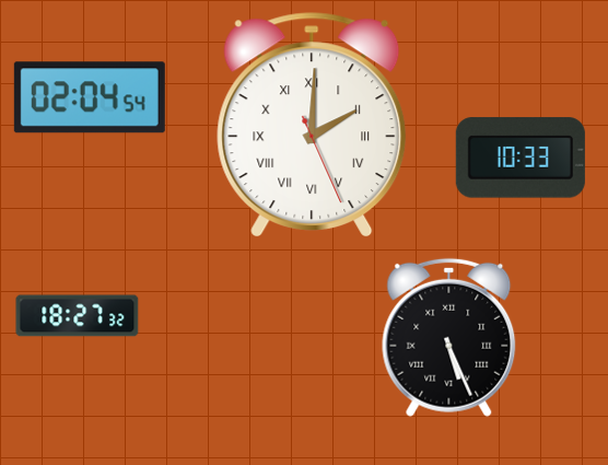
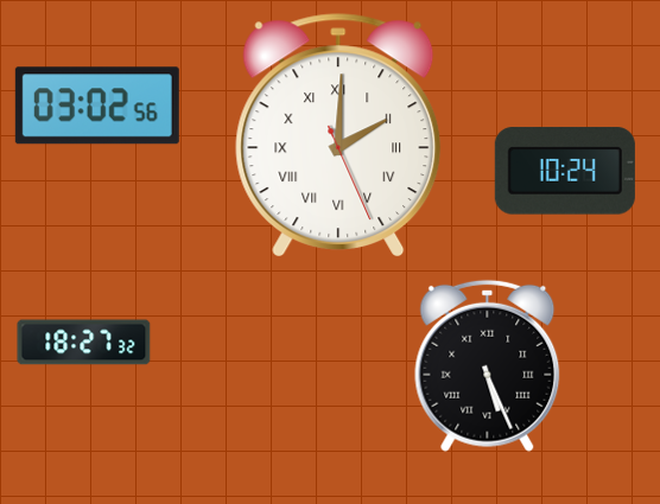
clock at (90, 97): 02:04 -> 03:02
clock at (521, 158): 10:33 -> 10:24
